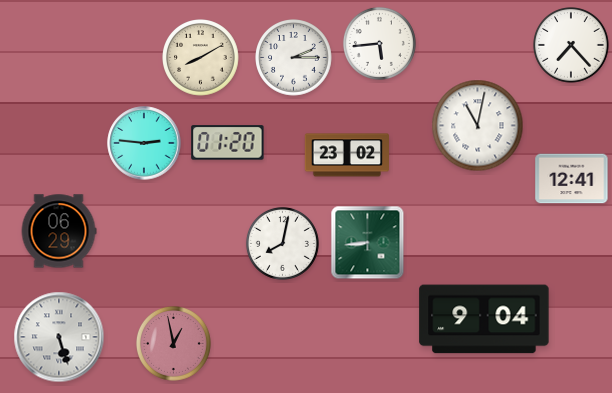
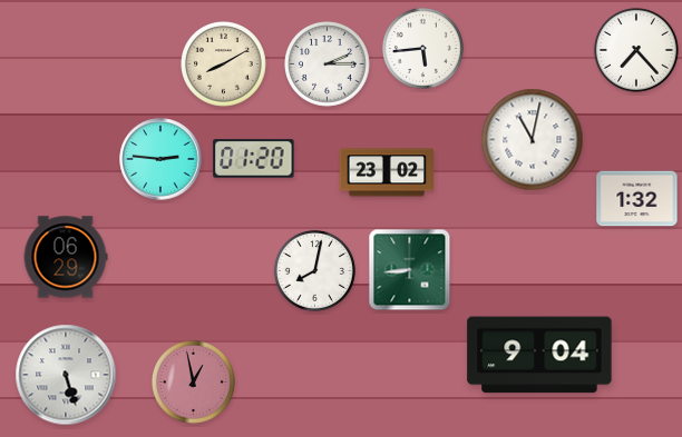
clock at (572, 179): 12:41 -> 1:32
